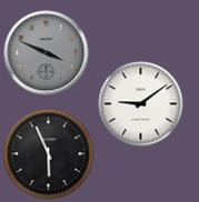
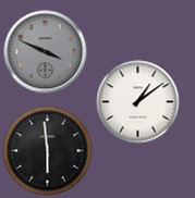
clock at (141, 104): 9:09 -> 1:09
clock at (49, 154): 5:56 -> 5:59
